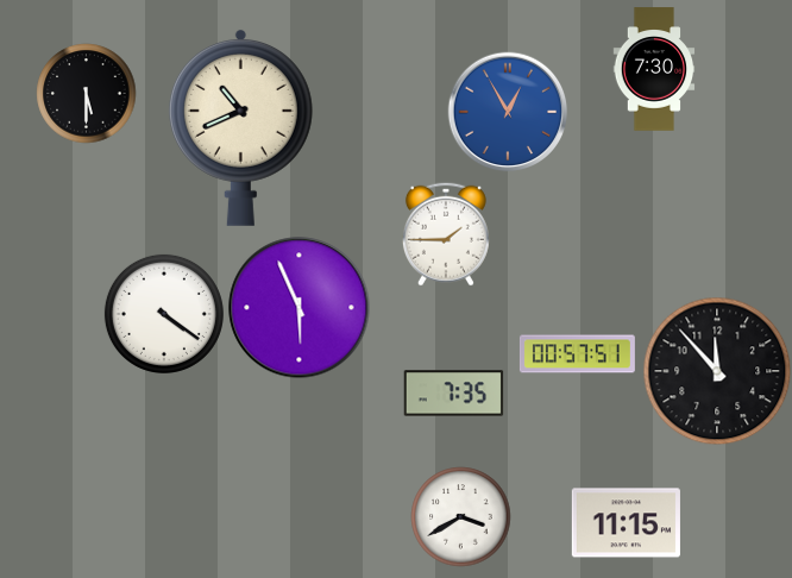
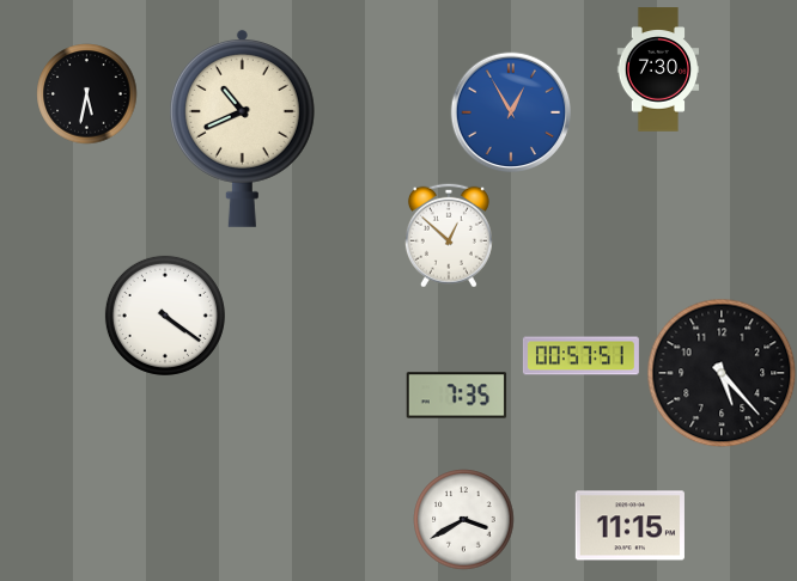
clock at (86, 93): 5:30 -> 5:32
clock at (446, 234): 1:45 -> 12:52
clock at (300, 308): 5:56 -> none
clock at (717, 371): 11:53 -> 5:23
